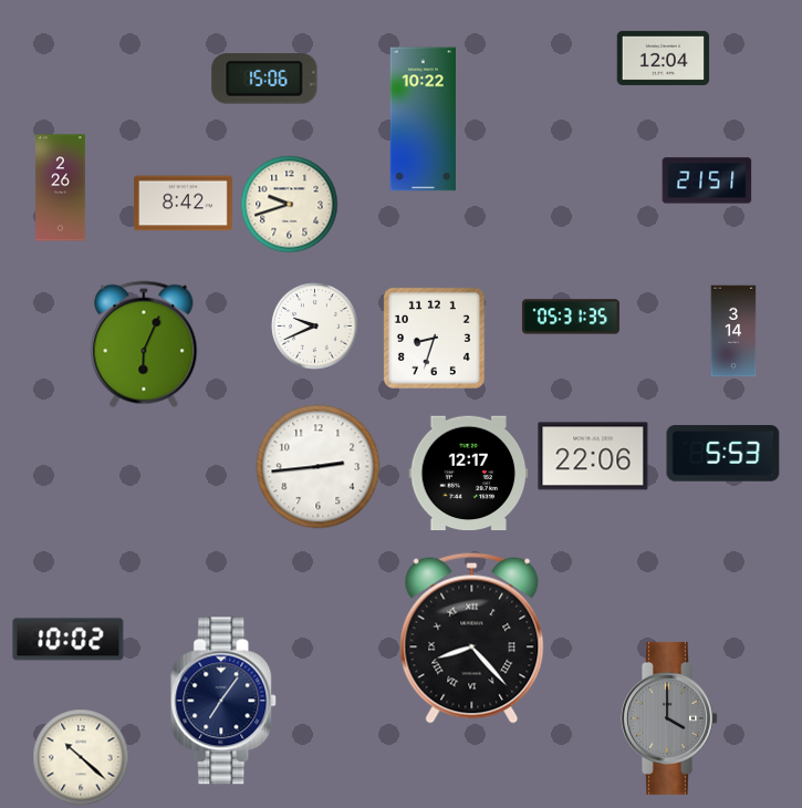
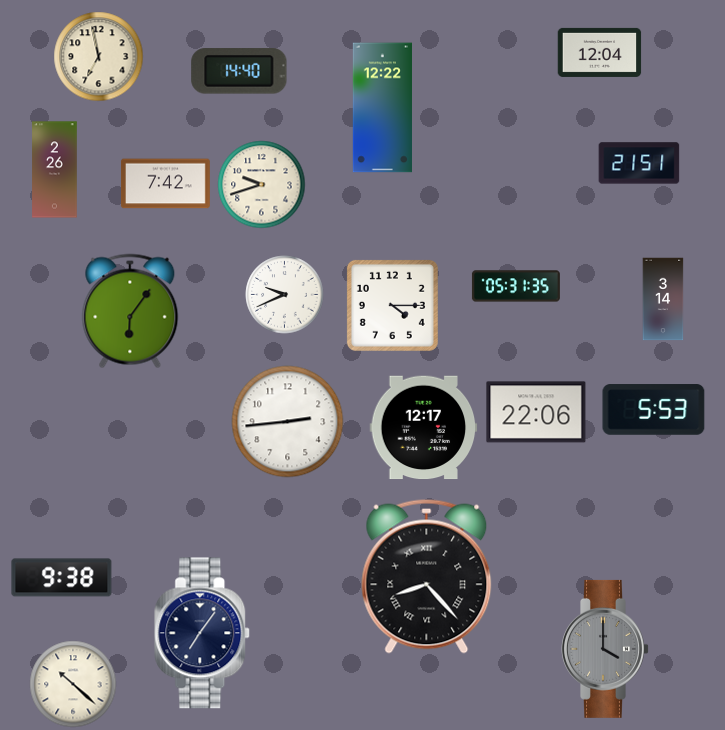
clock at (99, 57): none -> 6:58
clock at (264, 79): 15:06 -> 14:40
clock at (423, 120): 10:22 -> 12:22
clock at (183, 204): 8:42 -> 7:42
clock at (434, 338): 8:33 -> 4:15
clock at (144, 344): 6:04 -> 6:06
clock at (69, 640): 10:02 -> 9:38
